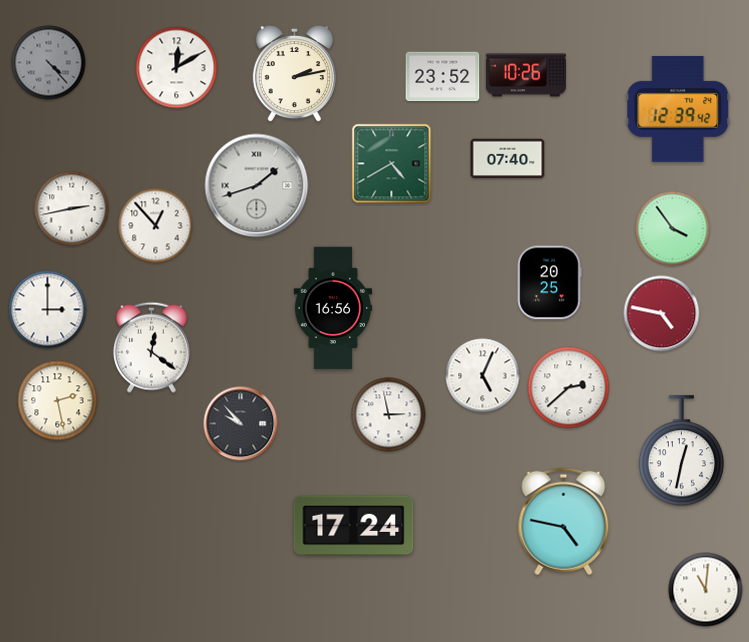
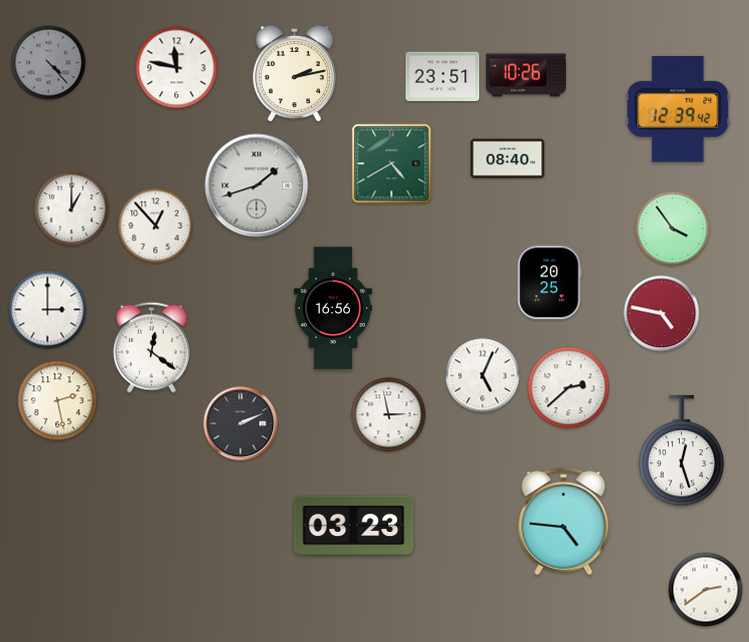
clock at (177, 68): 12:10 -> 11:47
clock at (443, 77): 23:52 -> 23:51
clock at (508, 159): 07:40 -> 08:40
clock at (72, 209): 2:43 -> 1:00
clock at (241, 424): 9:53 -> 2:11
clock at (681, 451): 12:32 -> 12:27
clock at (564, 522): 4:47 -> 4:46
clock at (354, 526): 17:24 -> 03:23
clock at (706, 590): 11:01 -> 2:39
